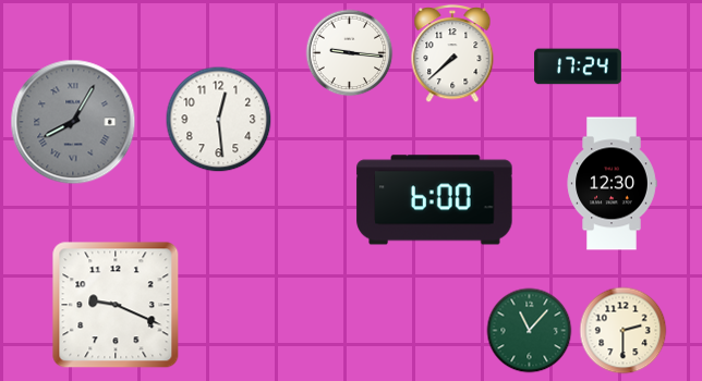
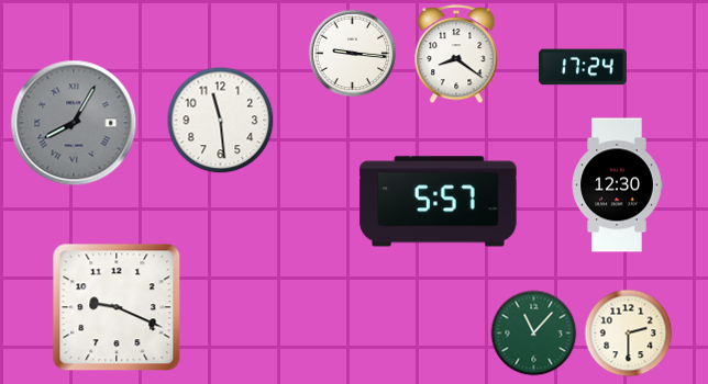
clock at (452, 54): 7:38 -> 8:21
clock at (219, 120): 12:29 -> 11:29
clock at (435, 200): 6:00 -> 5:57
